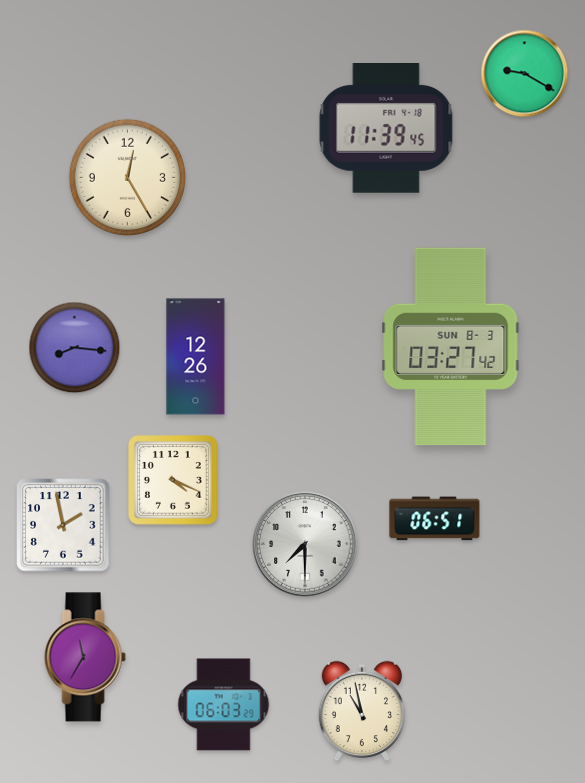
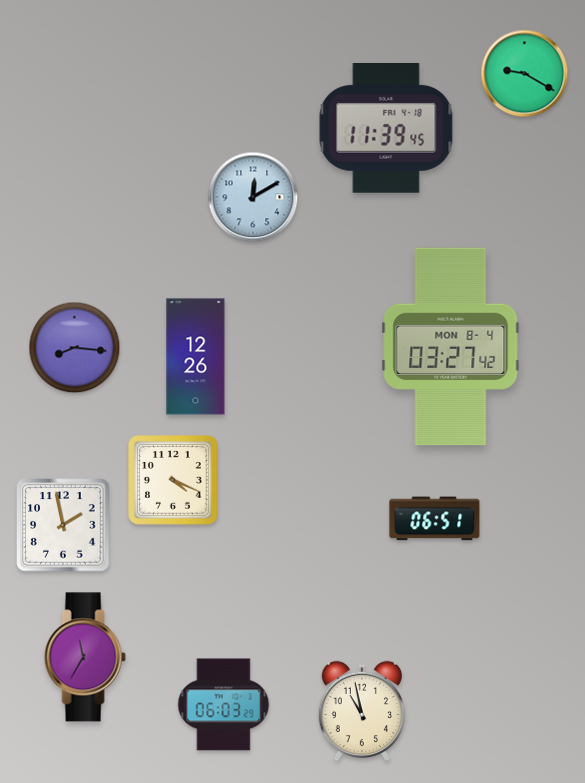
clock at (127, 177): 12:25 -> none
clock at (253, 197): none -> 12:10
clock at (451, 347) date: SUN 8-3 -> MON 8-4
clock at (305, 544): 7:30 -> none
